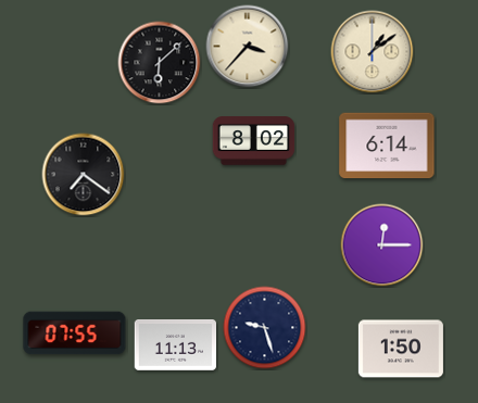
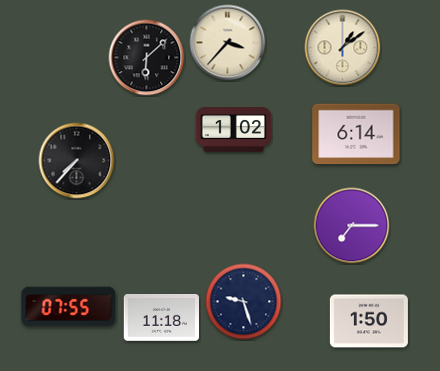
clock at (254, 141): 8:02 -> 1:02
clock at (84, 175): 7:21 -> 7:37
clock at (382, 245): 12:15 -> 7:15
clock at (176, 345): 11:13 -> 11:18
